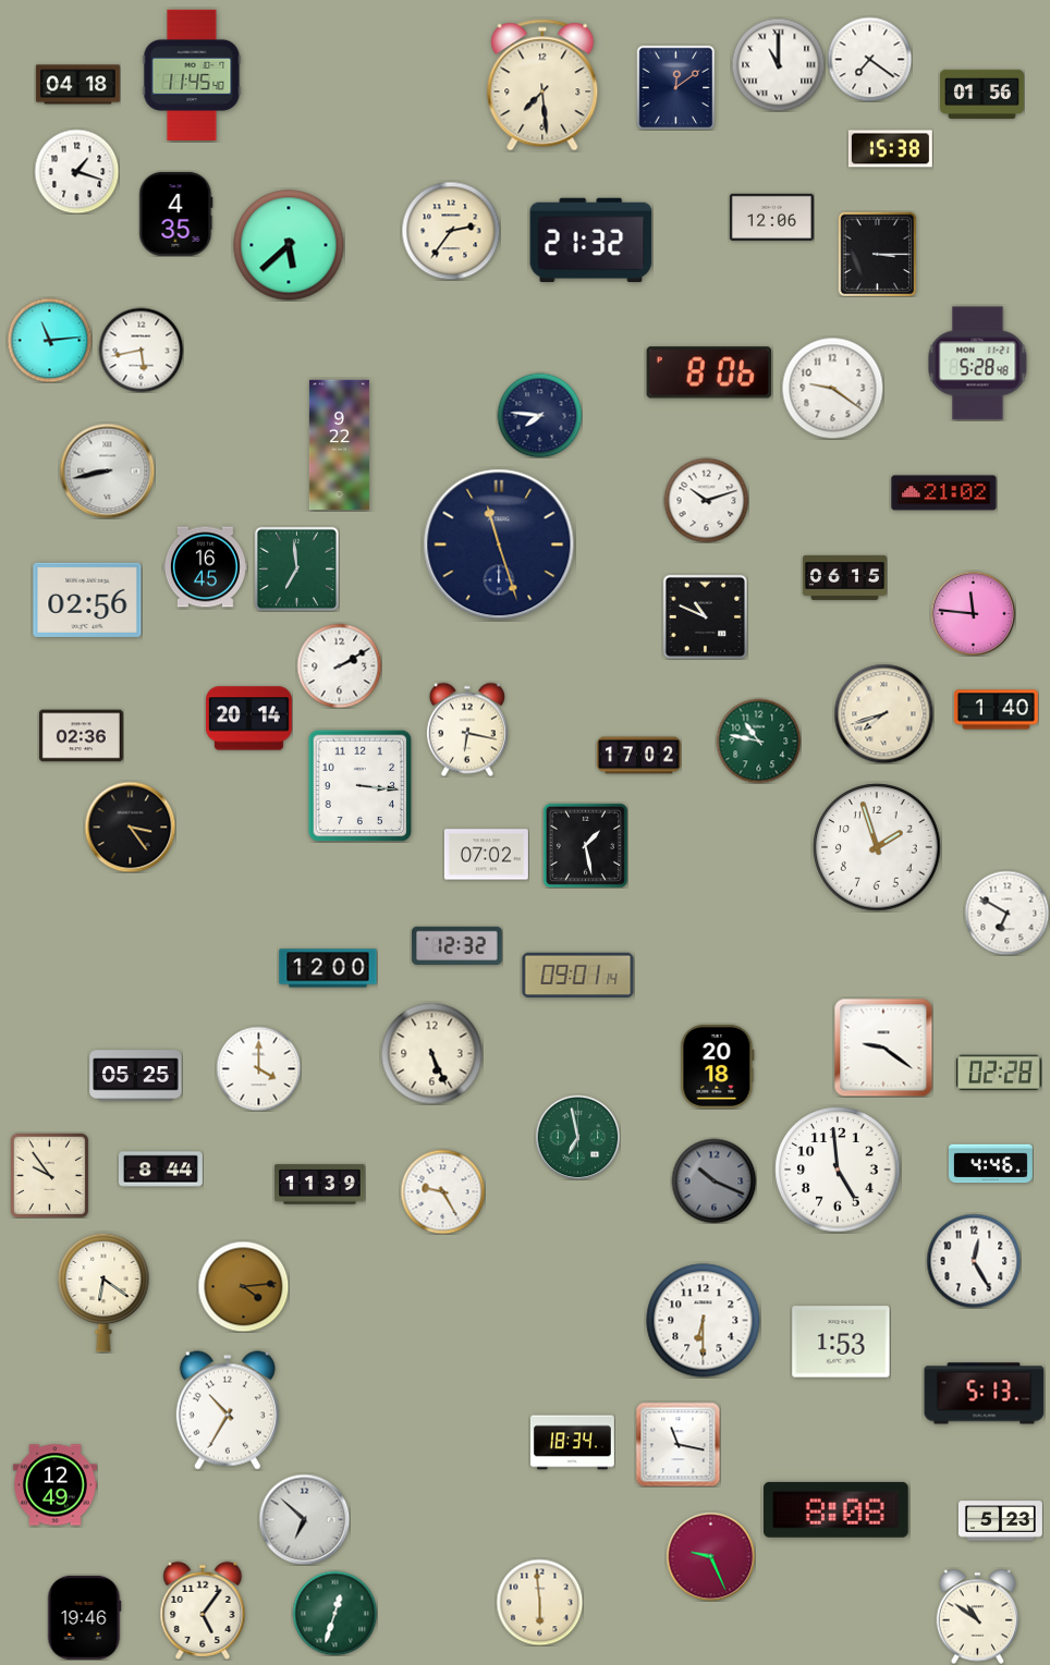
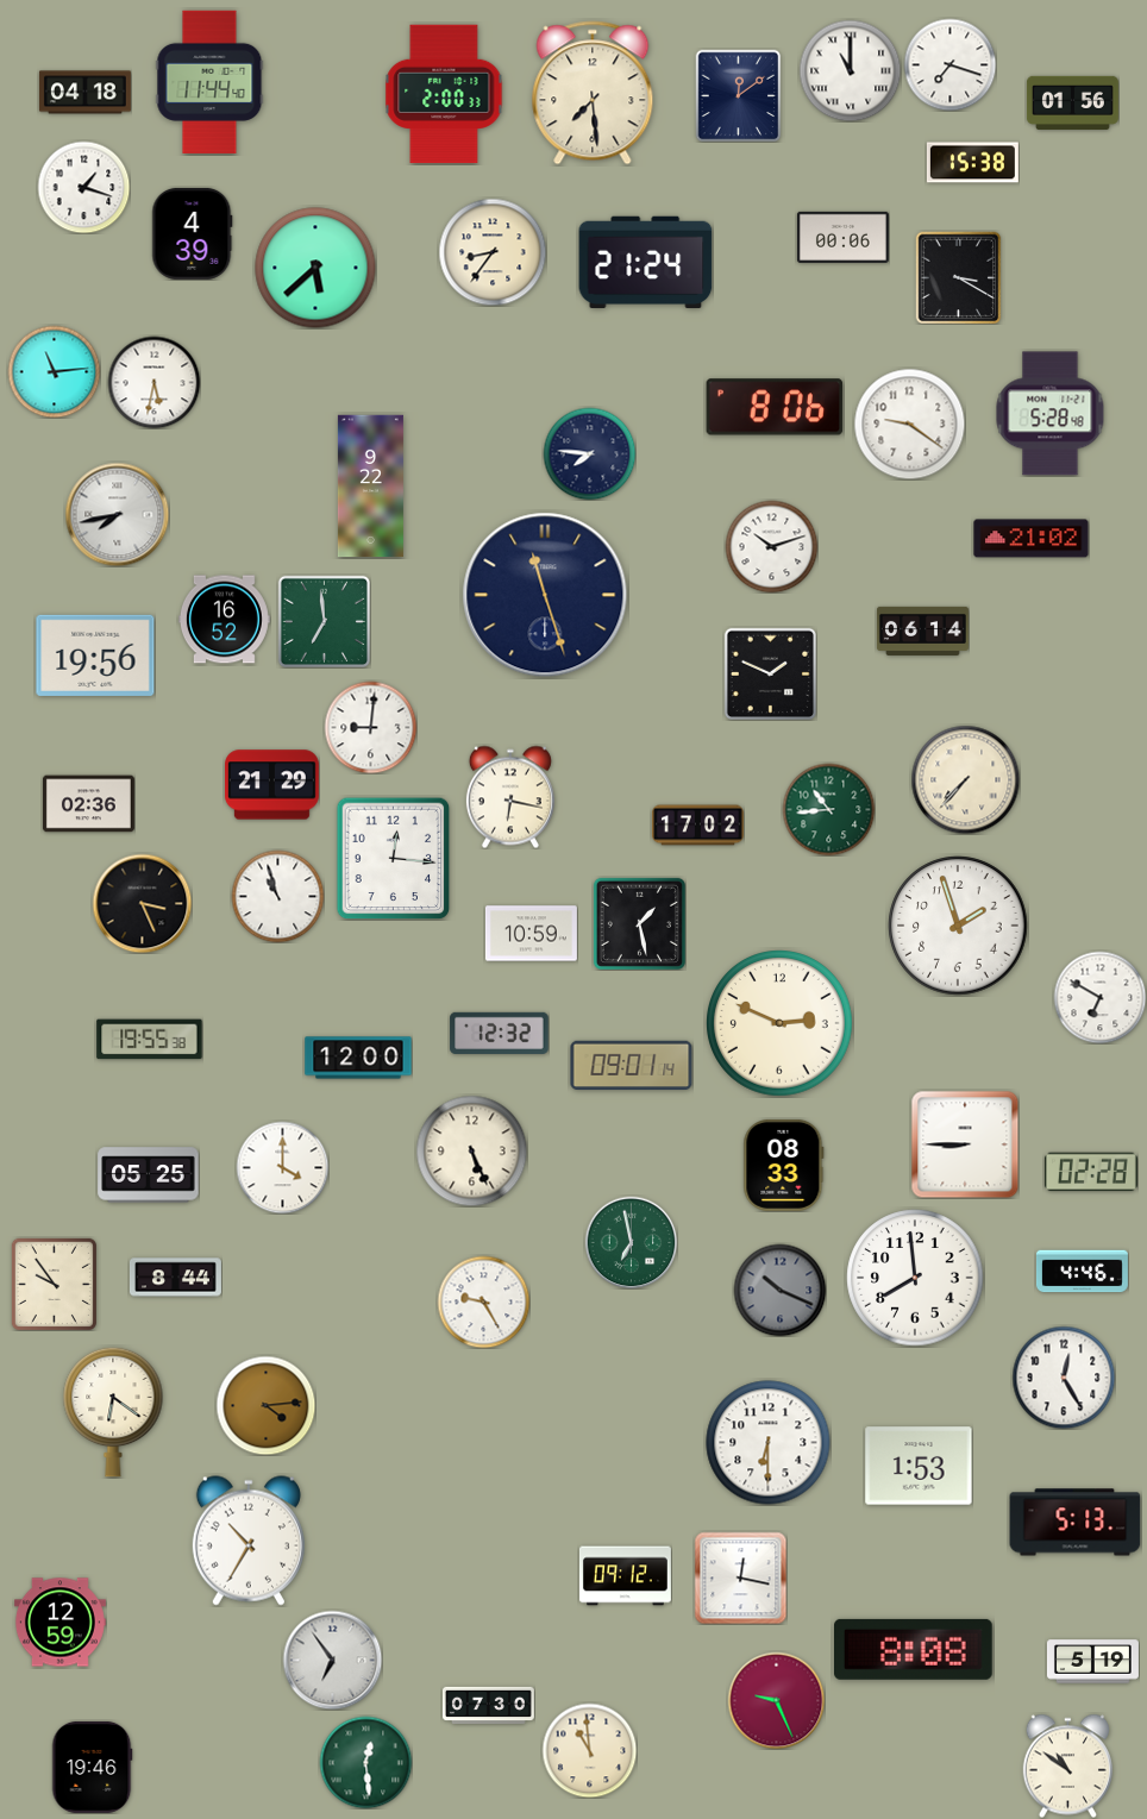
clock at (869, 59): 7:21 -> 7:18
clock at (192, 75): 11:45 -> 11:44
clock at (444, 94): none -> 2:00
clock at (176, 213): 4:35 -> 4:39
clock at (771, 217): 12:06 -> 00:06
clock at (451, 231): 2:36 -> 8:36
clock at (591, 240): 21:32 -> 21:24
clock at (878, 254): 3:15 -> 3:20
clock at (141, 350): 5:43 -> 5:32
clock at (978, 364) position: (978, 364) -> (1051, 414)
clock at (107, 470): 8:43 -> 7:43
clock at (205, 567): 16:45 -> 16:52
clock at (844, 577): 06:15 -> 06:14
clock at (87, 600): 02:56 -> 19:56
clock at (973, 613): 11:46 -> none
clock at (705, 616): 10:49 -> 1:49
clock at (339, 665): 2:10 -> 9:01
clock at (996, 710): 1:40 -> none
clock at (883, 713): 7:42 -> 7:37
clock at (249, 719): 20:14 -> 21:29
clock at (758, 740): 10:47 -> 10:44
clock at (361, 785): 3:16 -> 12:16
clock at (277, 896): none -> 10:57
clock at (130, 827): 3:24 -> 3:26
clock at (486, 855): 07:02 -> 10:59
clock at (781, 1024): none -> 2:49
clock at (150, 1040): none -> 19:55
clock at (883, 1048): 9:21 -> 8:45
clock at (718, 1066): 20:18 -> 08:33
clock at (838, 1170): 4:59 -> 7:59
clock at (320, 1185): 11:39 -> none
clock at (572, 1443): 18:34 -> 09:12
clock at (677, 1444): 11:17 -> 12:17
clock at (54, 1485): 12:49 -> 12:59
clock at (304, 1519): 6:52 -> 6:54
clock at (1000, 1521): 5:23 -> 5:19
clock at (488, 1705): none -> 07:30
clock at (539, 1602): 5:59 -> 10:59
clock at (203, 1611): 5:06 -> none
clock at (334, 1613): 12:33 -> 12:29
